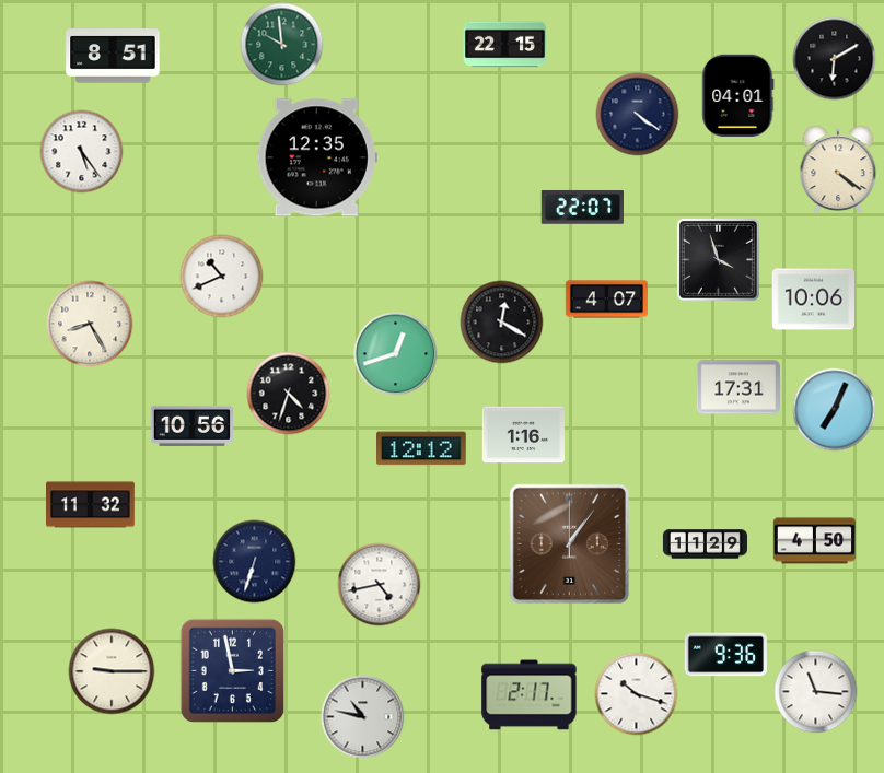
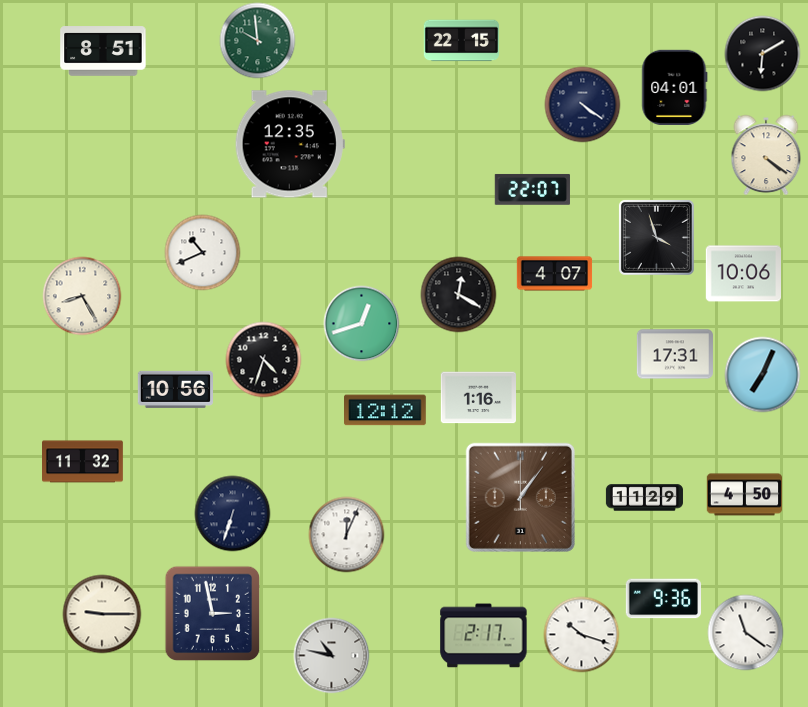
clock at (82, 152): 5:24 -> none
clock at (380, 585): 4:43 -> 12:04
clock at (816, 692): 11:16 -> 11:21
